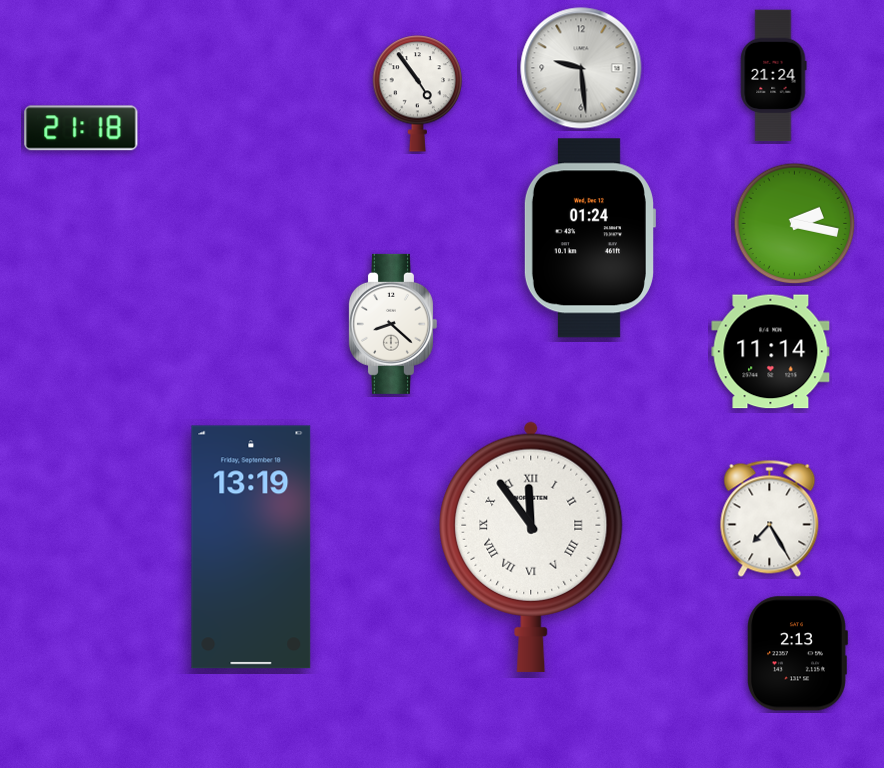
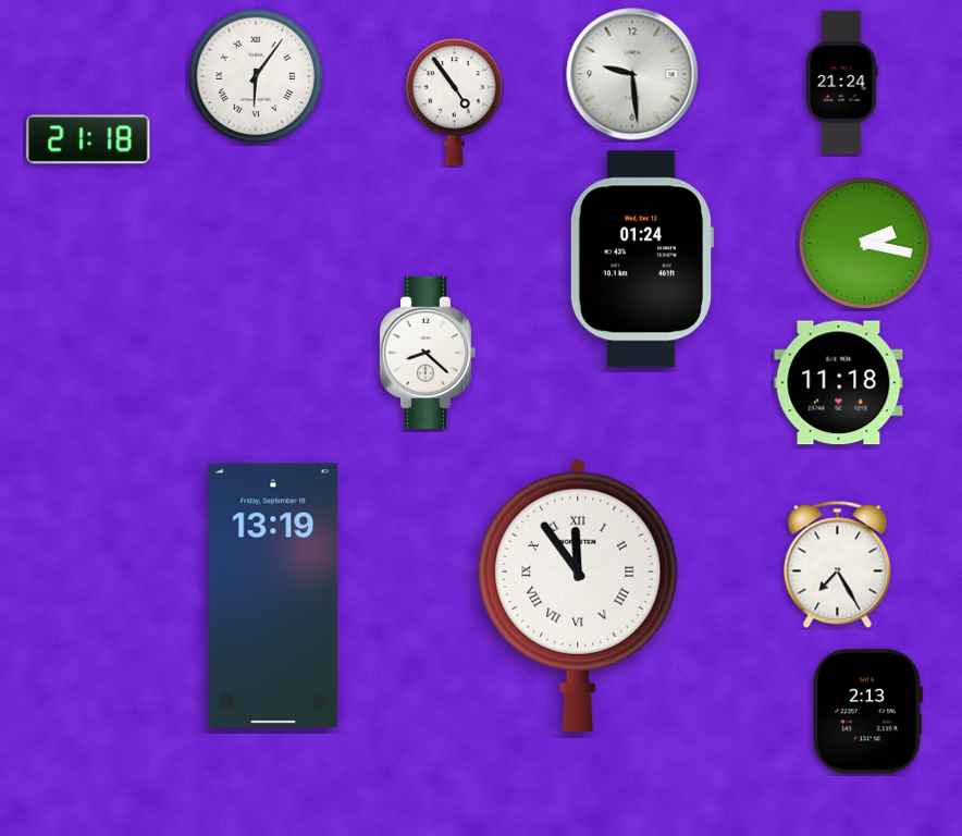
clock at (256, 76): none -> 6:06
clock at (771, 352): 11:14 -> 11:18
